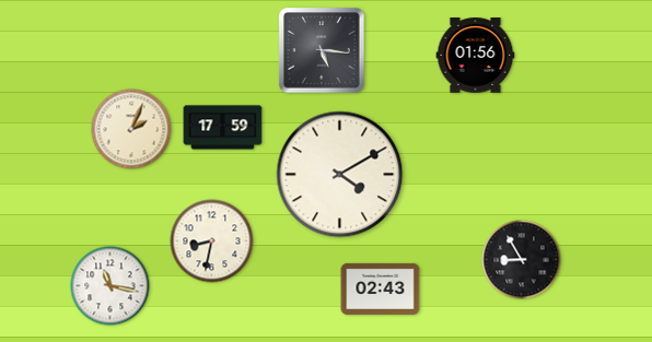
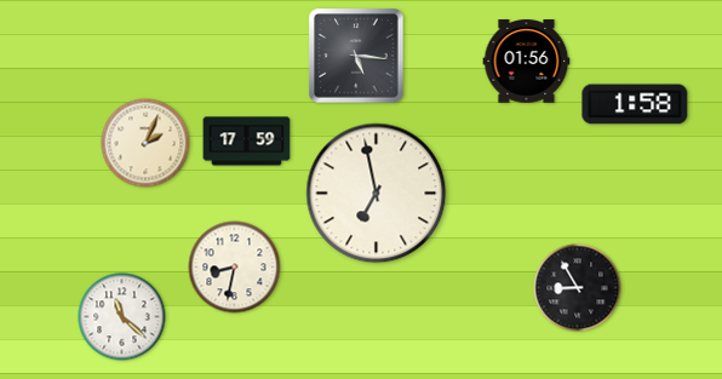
clock at (635, 104): none -> 1:58
clock at (340, 175): 4:10 -> 6:58
clock at (110, 286): 11:17 -> 11:22
clock at (381, 288): 02:43 -> none
